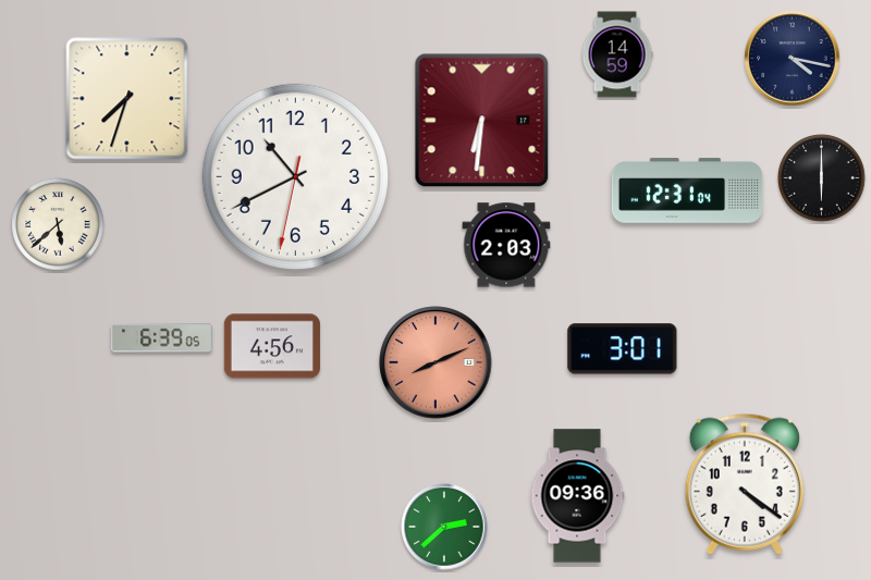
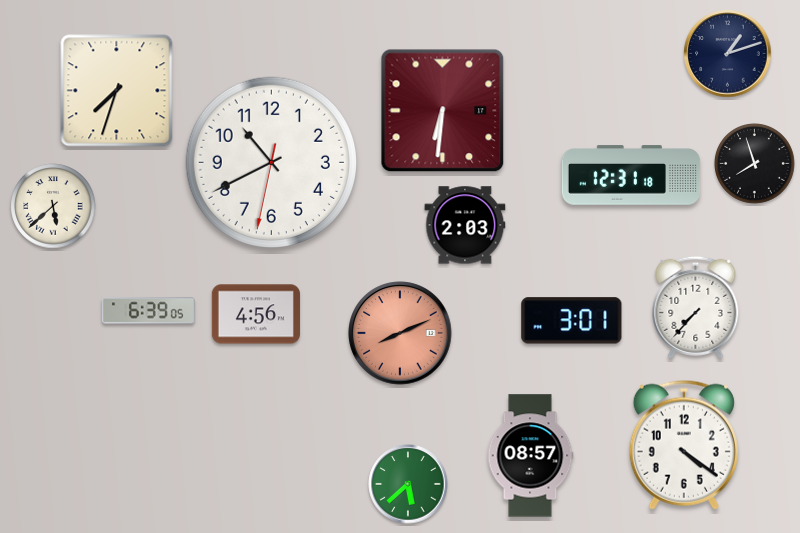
clock at (617, 54): 14:59 -> none
clock at (793, 59): 4:17 -> 1:12
clock at (822, 178): 6:00 -> 7:57
clock at (687, 190): 12:31:04 -> 12:31:18
clock at (696, 307): none -> 7:37
clock at (272, 346) position: (272, 346) -> (256, 314)
clock at (577, 496): 09:36 -> 08:57
clock at (444, 527): 2:38 -> 5:38
